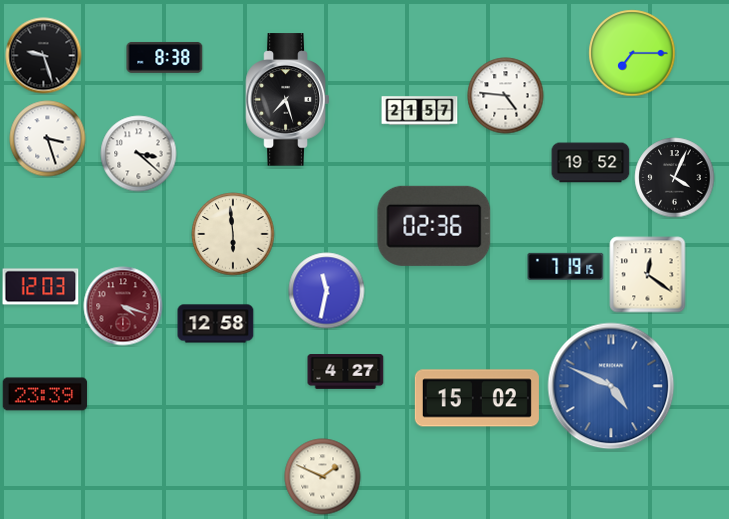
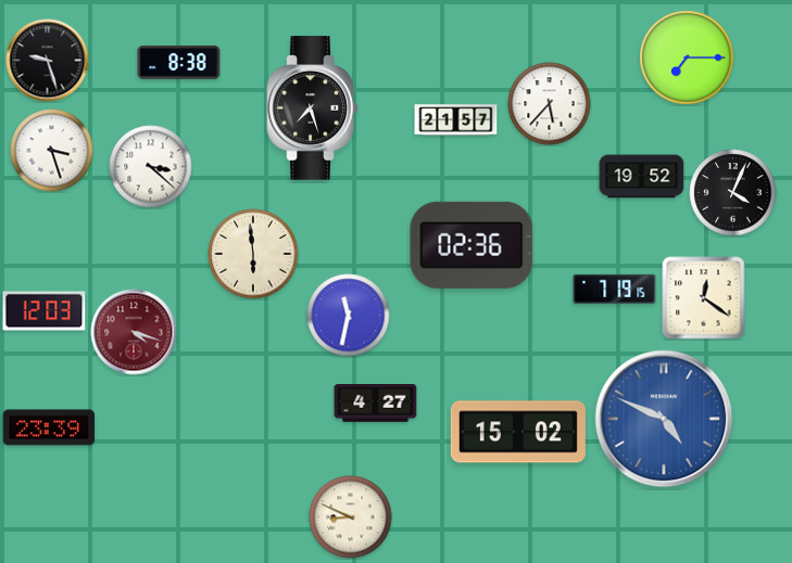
clock at (506, 96): 4:46 -> 5:37
clock at (327, 291) position: (327, 291) -> (349, 316)
clock at (216, 324): 12:58 -> none
clock at (323, 477): 1:49 -> 8:49
